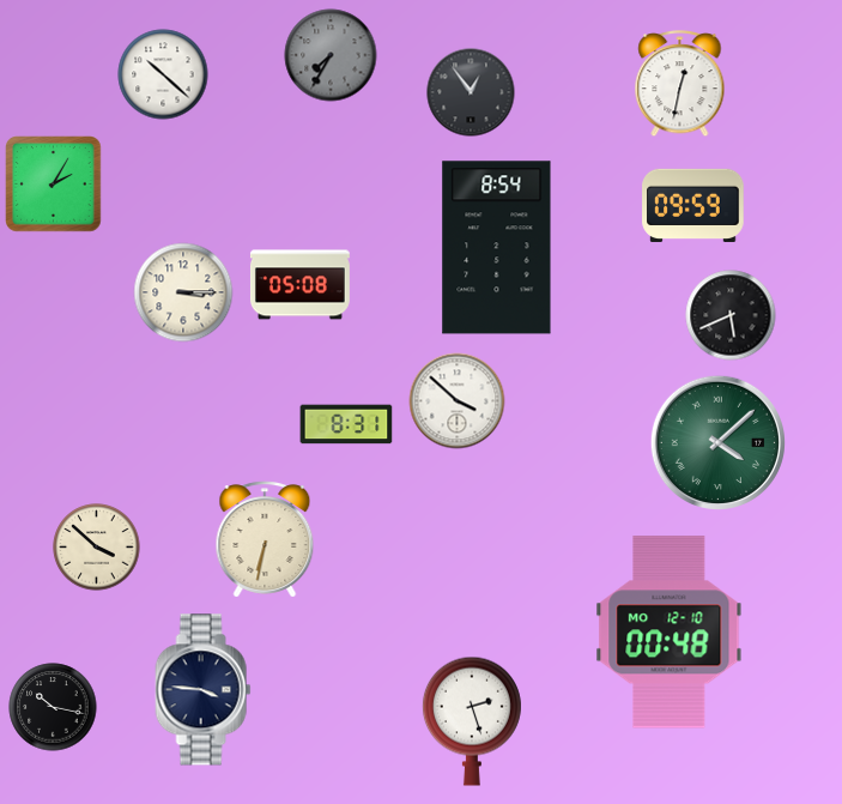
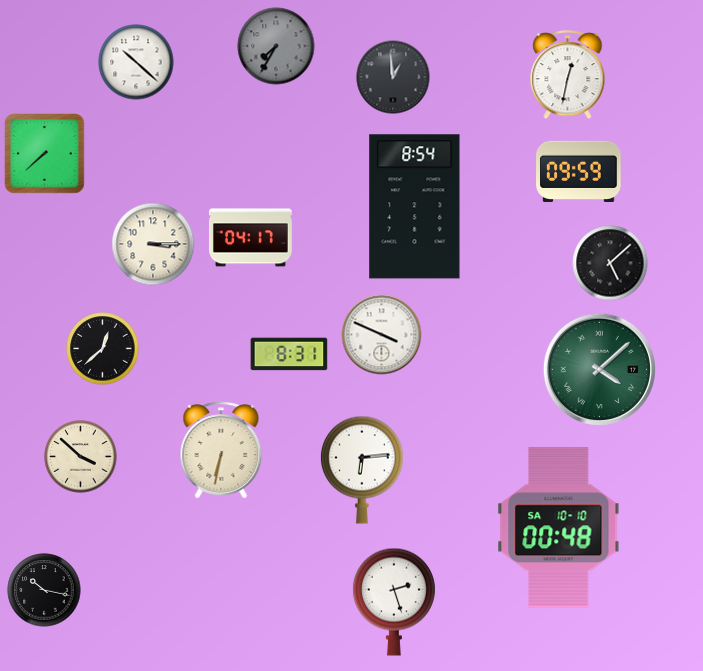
clock at (680, 84) position: (680, 84) -> (568, 75)
clock at (471, 92): 12:54 -> 12:59
clock at (54, 185): 2:05 -> 7:38
clock at (299, 285): 05:08 -> 04:17
clock at (731, 315): 5:41 -> 5:08
clock at (458, 401): 3:52 -> 3:49
clock at (103, 349): none -> 12:38
clock at (362, 470): none -> 6:14
clock at (670, 633) date: MO 12-10 -> SA 10-10
clock at (204, 690): 3:46 -> none
